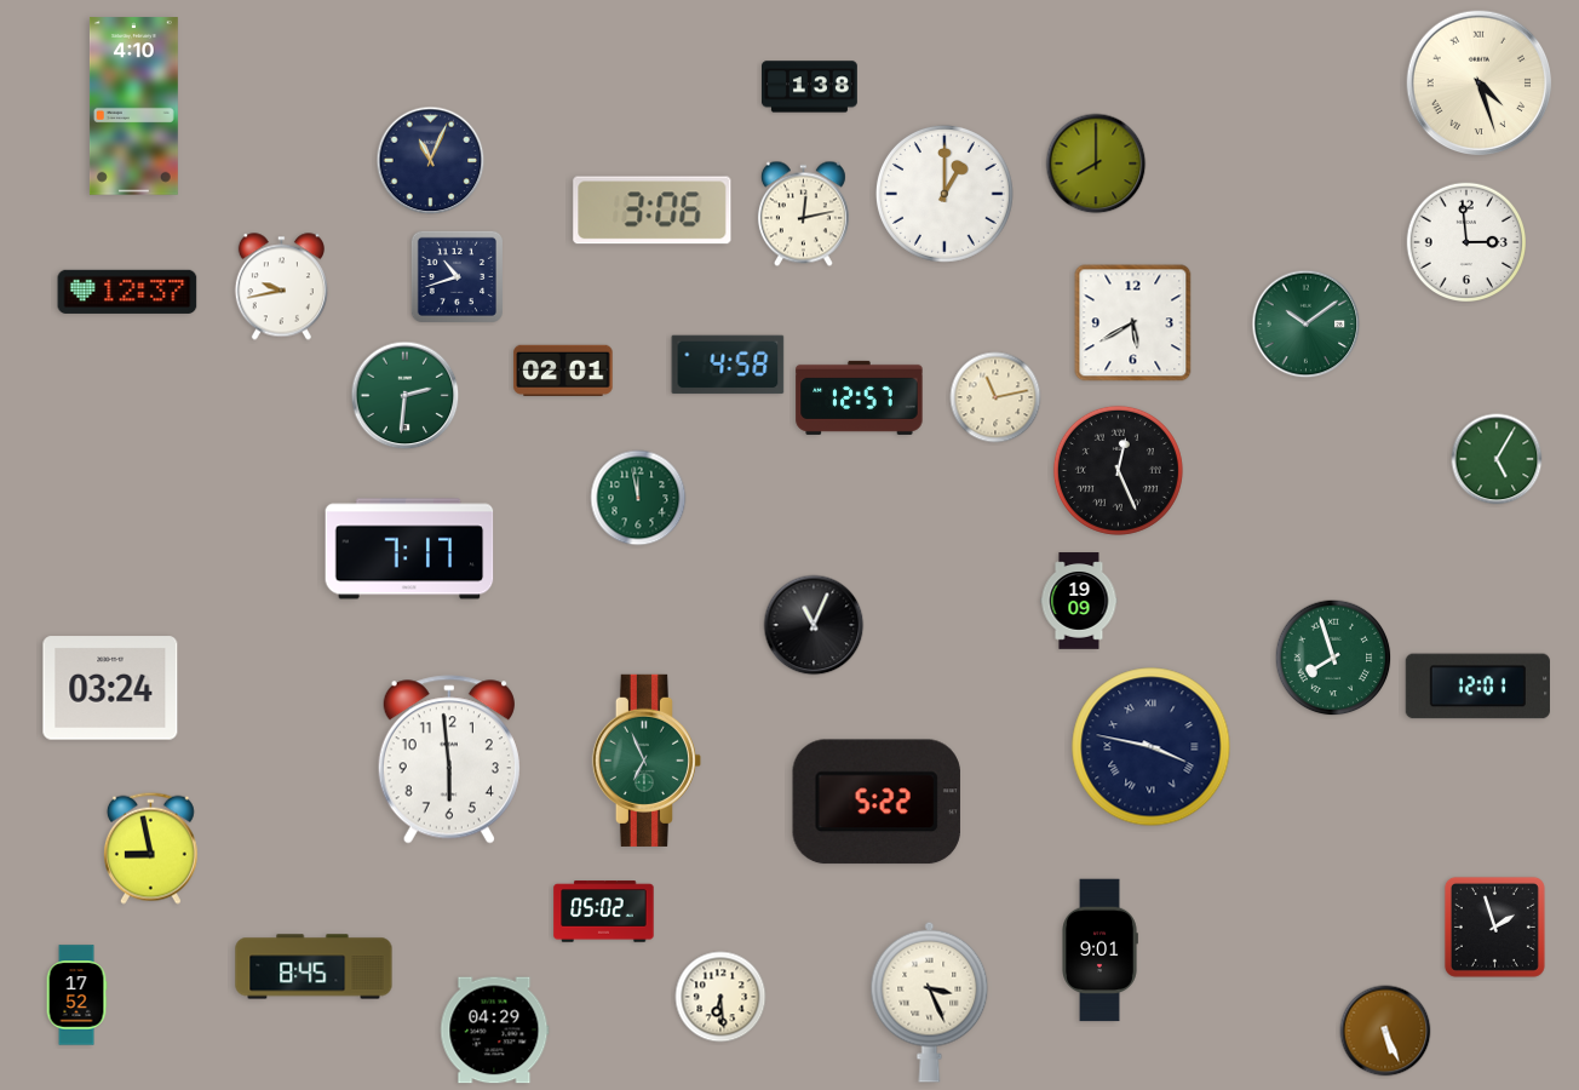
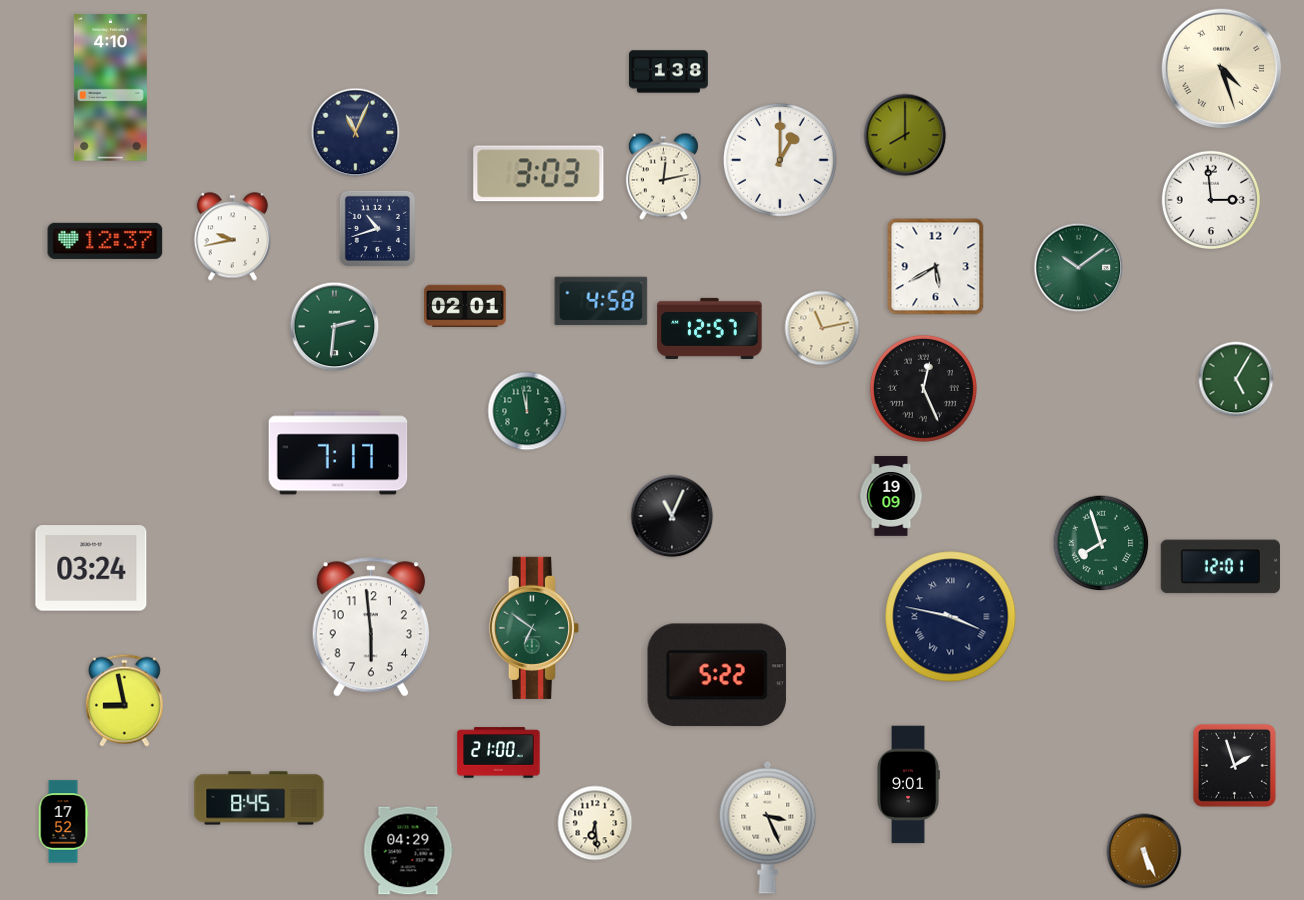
clock at (653, 211): 3:06 -> 3:03
clock at (647, 761): 6:56 -> 6:51
clock at (875, 802) position: (875, 802) -> (716, 675)
clock at (604, 912): 05:02 -> 21:00
